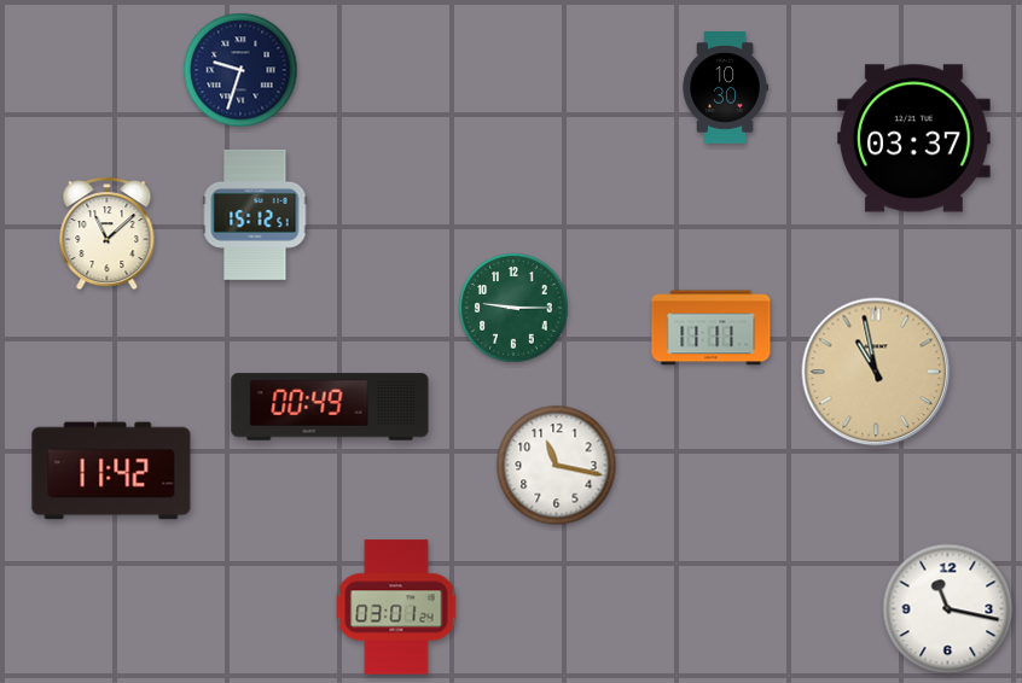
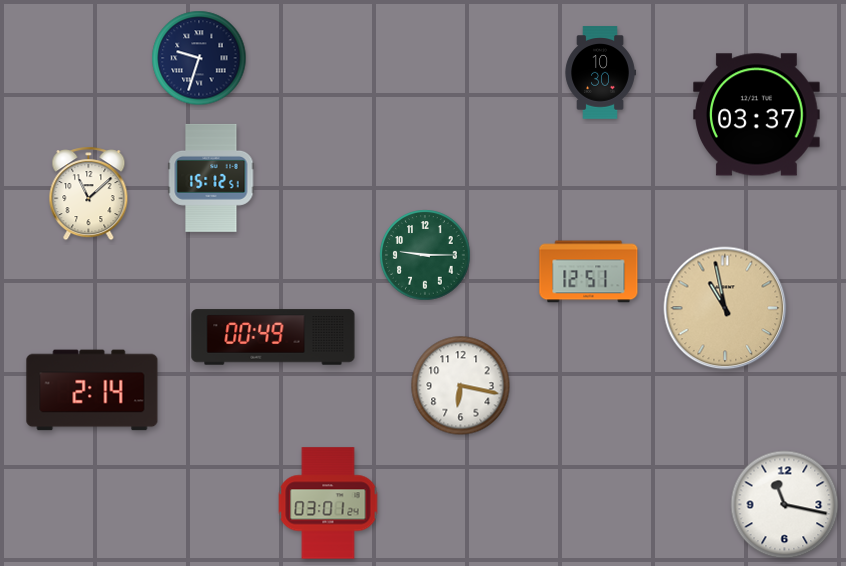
clock at (712, 328): 11:11 -> 12:51
clock at (557, 466): 11:17 -> 6:17
clock at (111, 471): 11:42 -> 2:14
